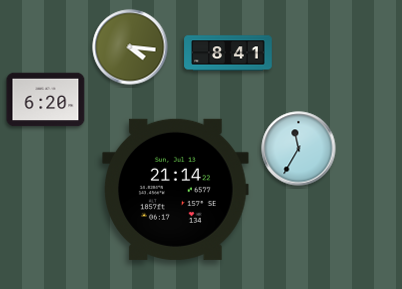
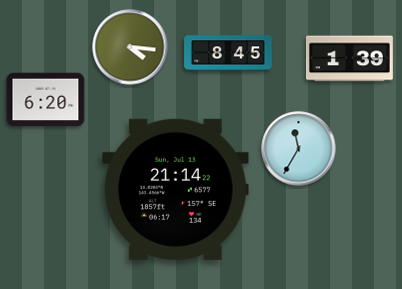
clock at (228, 53): 8:41 -> 8:45
clock at (350, 59): none -> 1:39
